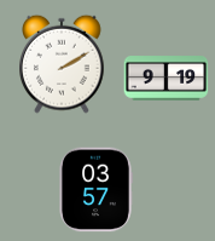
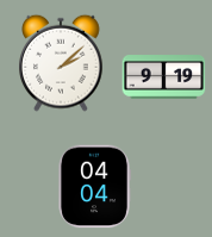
clock at (63, 64): 2:10 -> 2:08
clock at (95, 190): 03:57 -> 04:04
